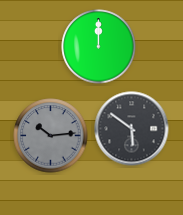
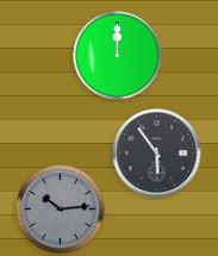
clock at (132, 129): 5:51 -> 5:54
clock at (51, 136) position: (51, 136) -> (61, 210)
